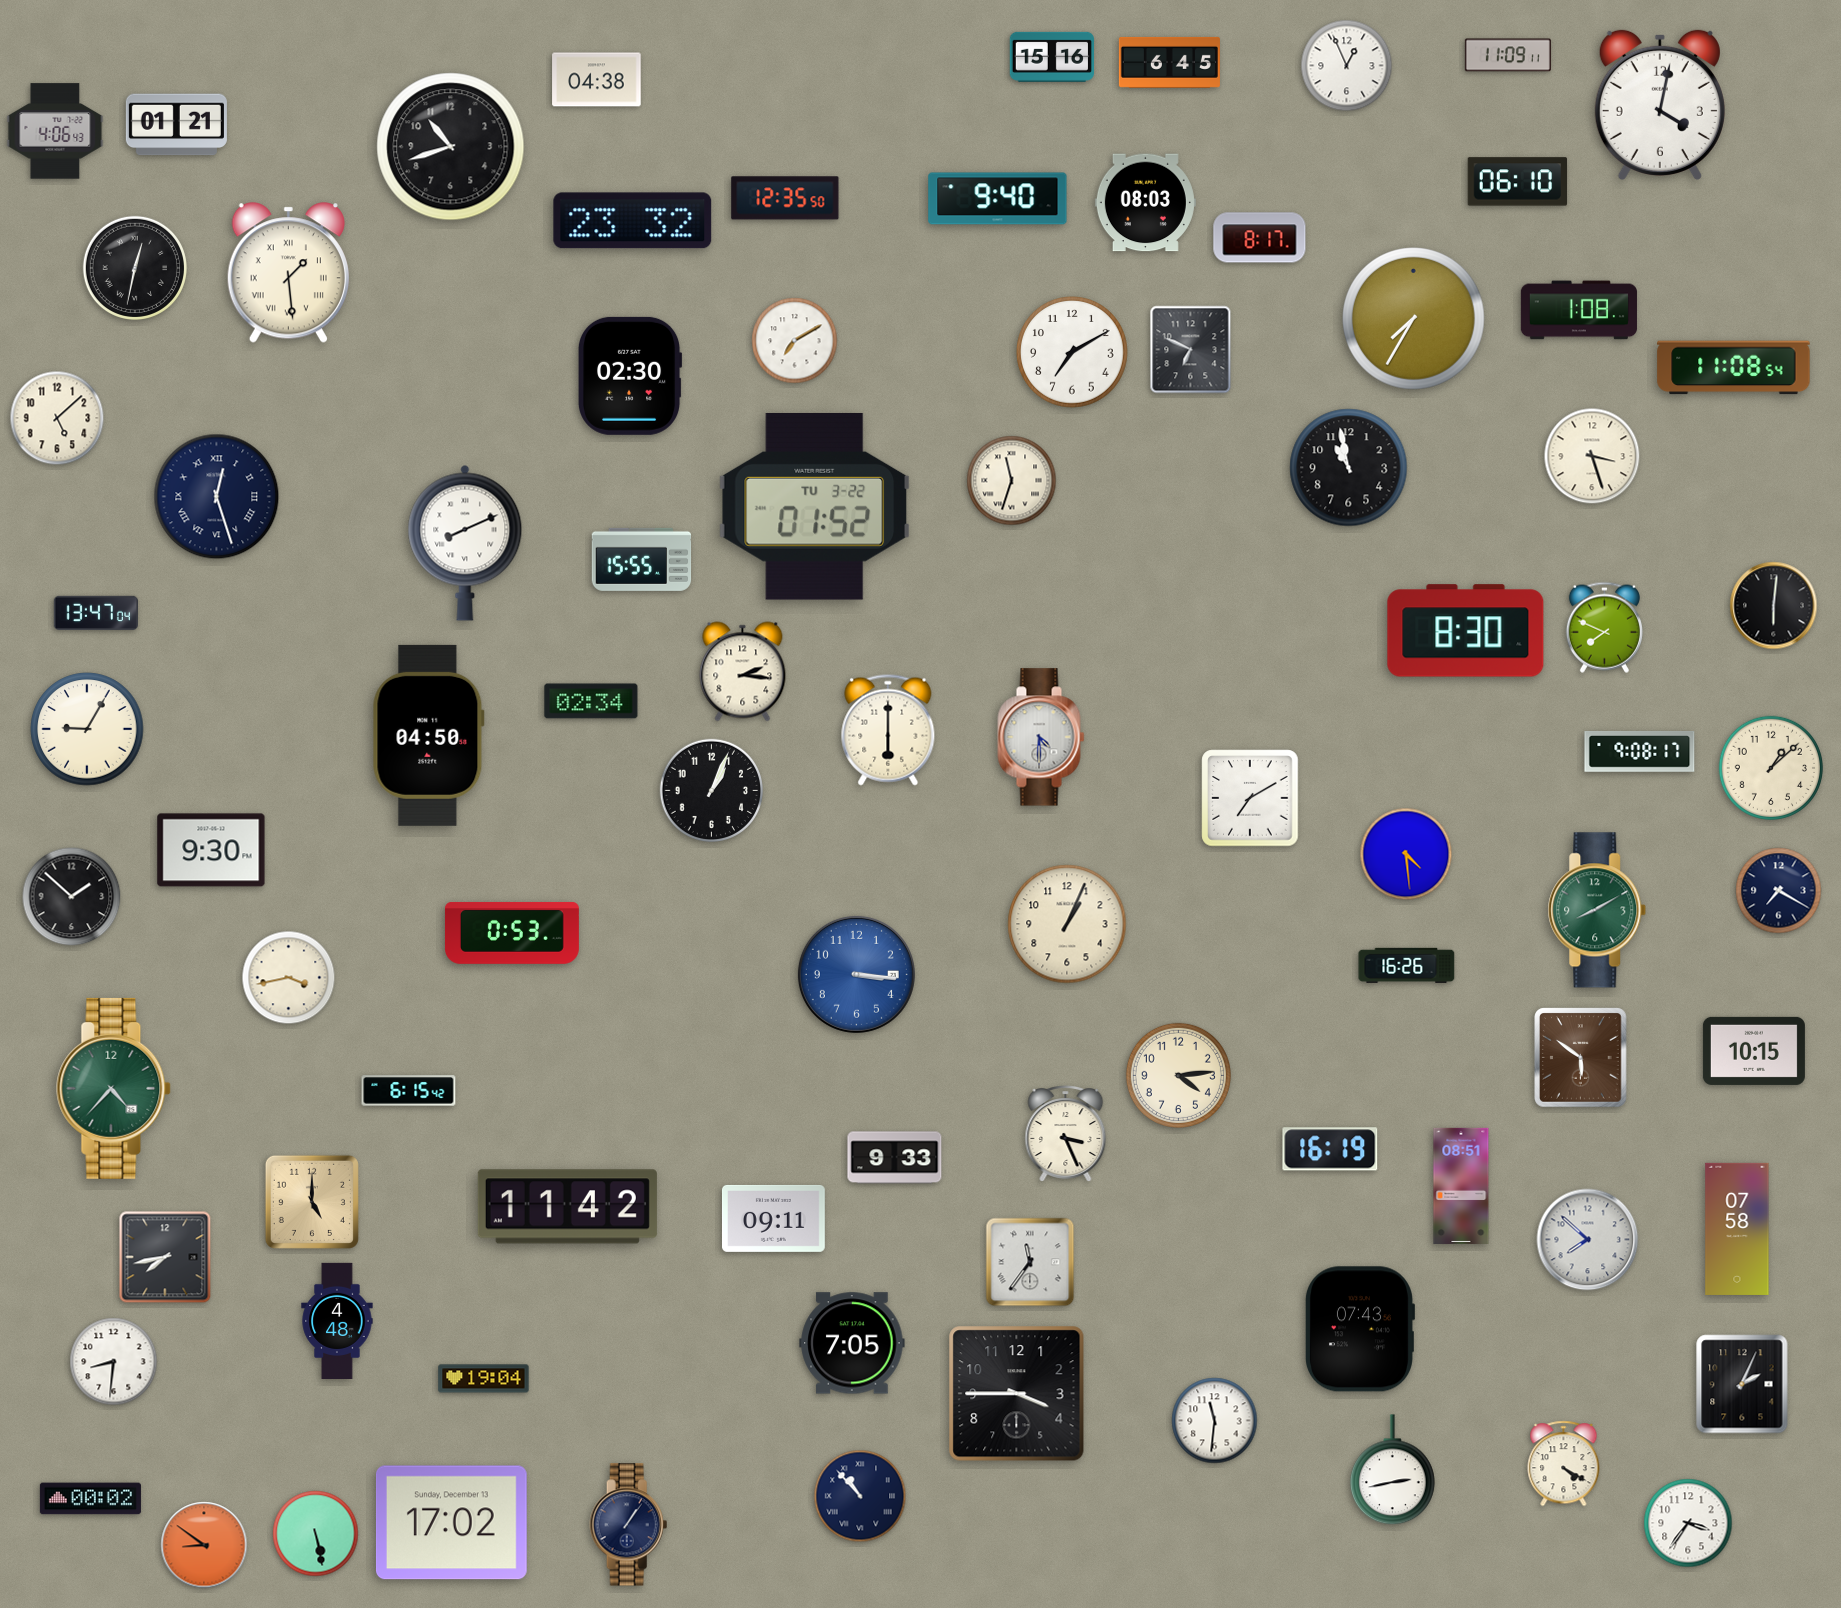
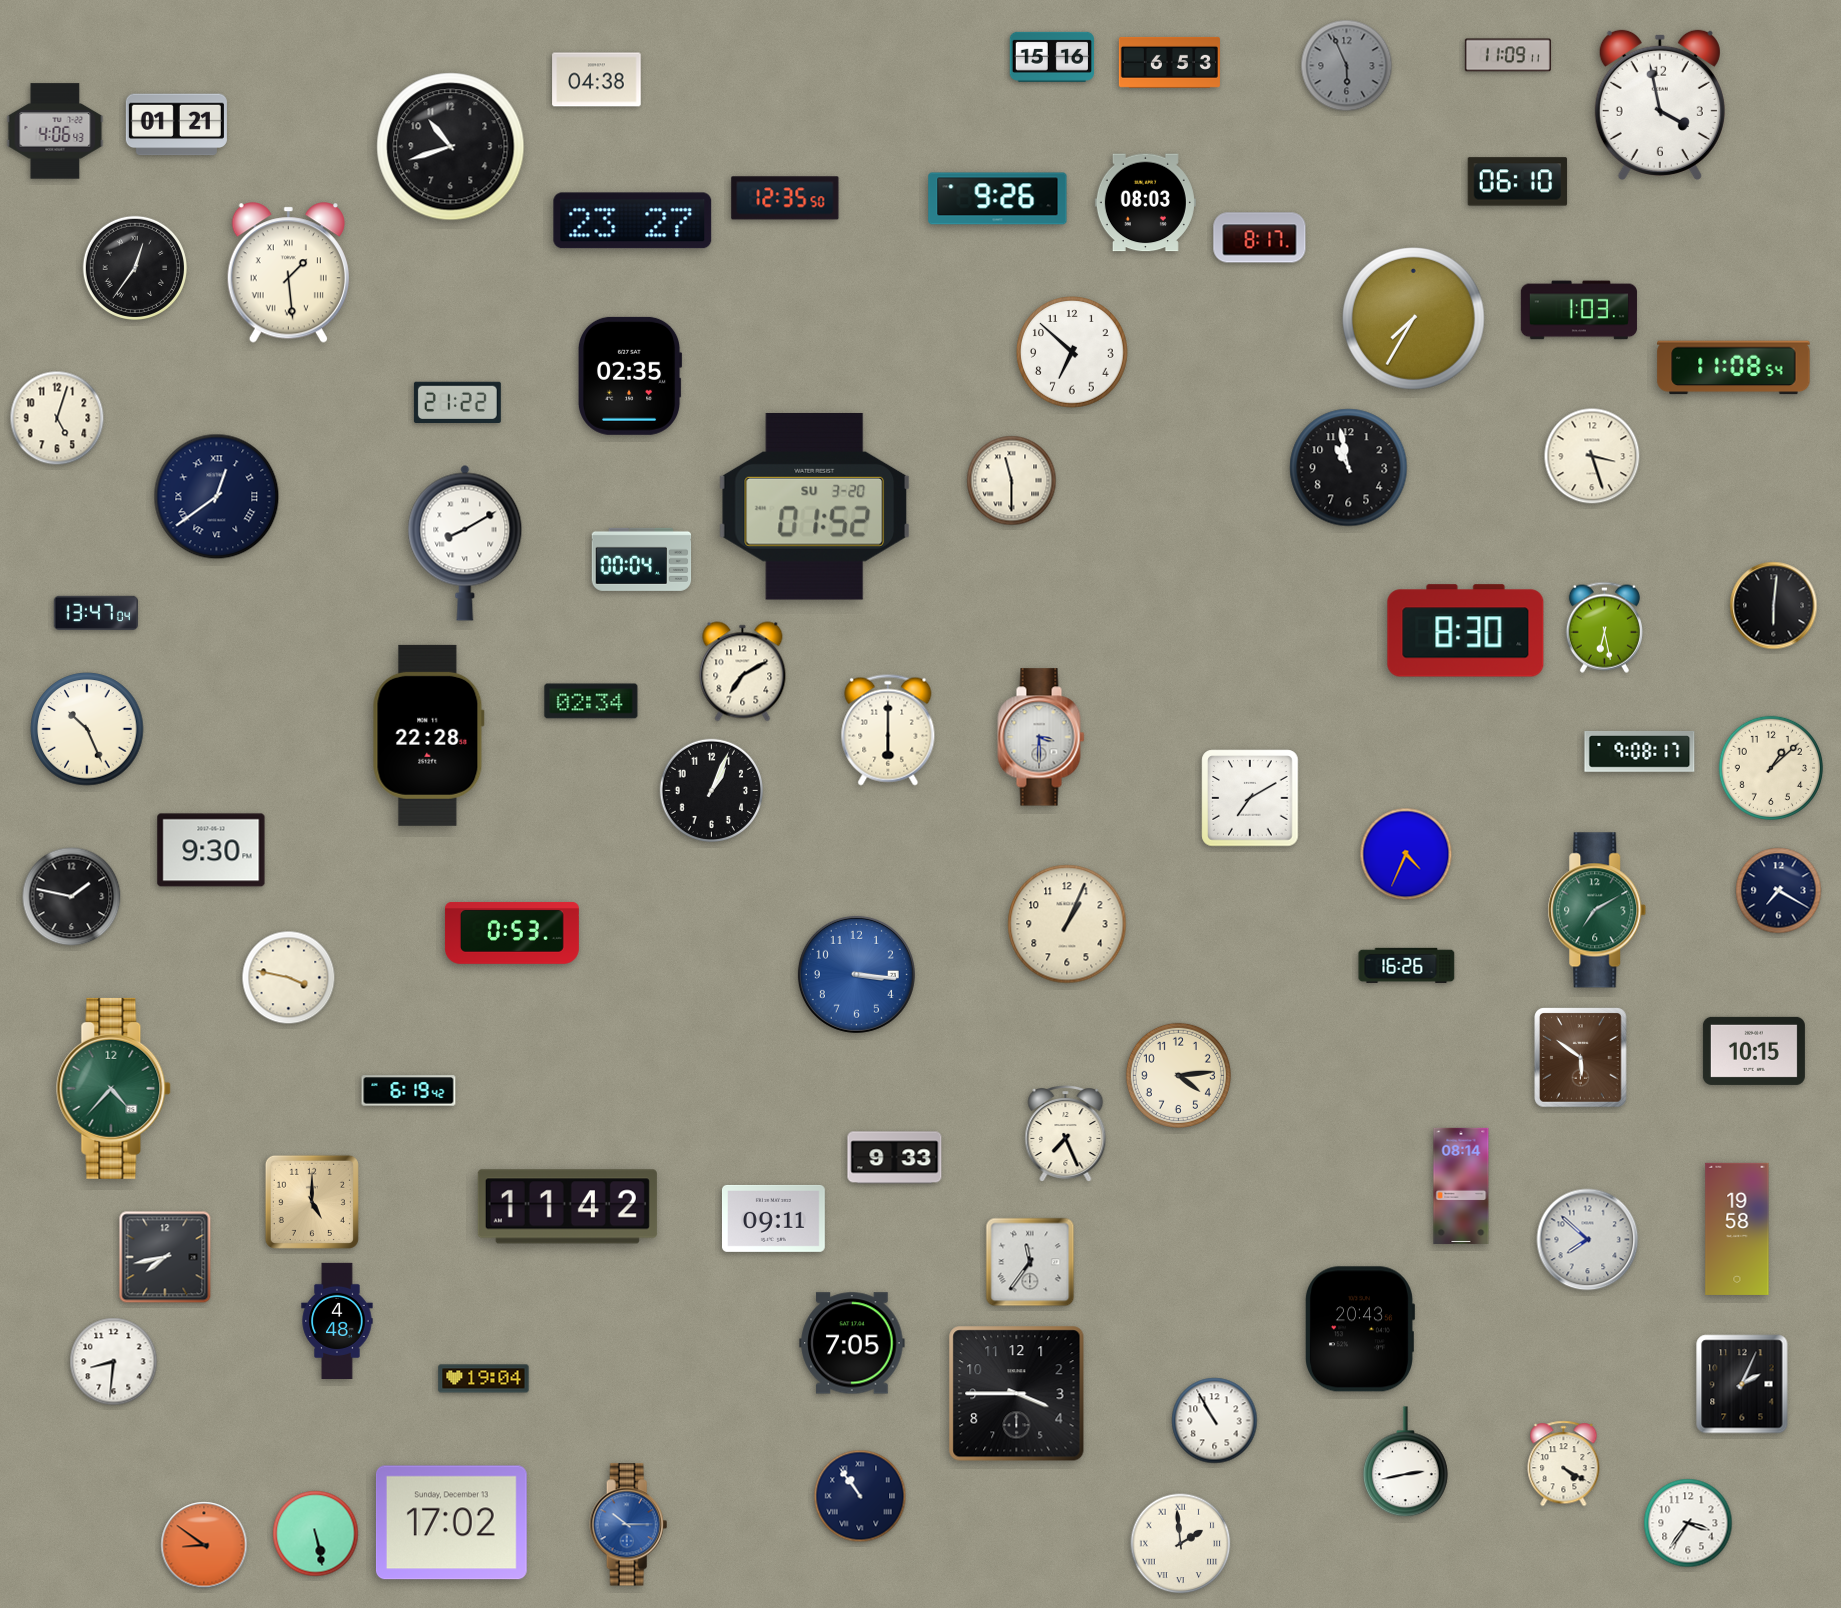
clock at (1169, 62): 6:45 -> 6:53
clock at (1347, 66): 12:56 -> 5:56
clock at (1347, 66) dial: white -> grey
clock at (1660, 105): 4:02 -> 3:58
clock at (998, 199): 9:40 -> 9:26
clock at (633, 221): 23:32 -> 23:27
clock at (135, 268): 12:32 -> 12:36
clock at (1579, 310): 1:08 -> 1:03
clock at (795, 341): 7:10 -> none
clock at (1191, 350): 6:49 -> none
clock at (1072, 352): 7:10 -> 6:52
clock at (630, 376): 02:30 -> 02:35
clock at (457, 402): none -> 21:22
clock at (57, 418): 5:08 -> 5:03
clock at (1012, 481): 11:33 -> 11:30
clock at (217, 497): 12:27 -> 12:39
clock at (814, 506) date: TU 3-22 -> SU 3-20
clock at (465, 543): 8:11 -> 8:10
clock at (642, 559): 15:55 -> 00:04
clock at (1604, 627): 7:49 -> 6:28
clock at (743, 672): 2:16 -> 7:10
clock at (87, 729): 9:05 -> 10:26
clock at (428, 735): 04:50 -> 22:28
clock at (1041, 737): 4:30 -> 3:30
clock at (1406, 854): 4:29 -> 4:34
clock at (72, 897): 1:52 -> 1:47
clock at (1597, 910): 8:10 -> 7:10
clock at (289, 978): 3:43 -> 3:47
clock at (409, 1091): 6:15 -> 6:19
clock at (1066, 1134): 3:26 -> 7:26
clock at (1330, 1149): 16:19 -> none
clock at (1461, 1186): 08:51 -> 08:14
clock at (1737, 1229): 07:58 -> 19:58
clock at (1359, 1329): 07:43 -> 20:43
clock at (1215, 1421): 11:31 -> 10:55
clock at (1392, 1470) position: (1392, 1470) -> (1405, 1462)
clock at (860, 1496): 10:53 -> 10:54
clock at (90, 1499): 00:02 -> none
clock at (629, 1525): 1:06 -> 10:15
clock at (629, 1525) dial: navy -> blue
clock at (1181, 1544): none -> 1:59
